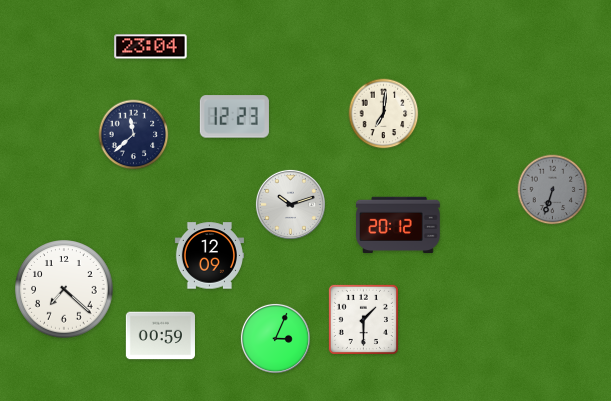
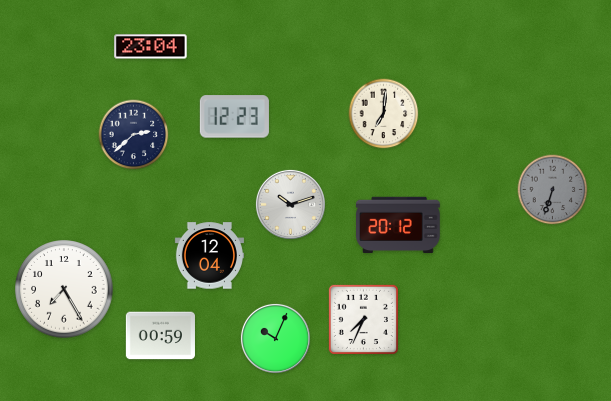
clock at (134, 135): 11:38 -> 2:38
clock at (209, 256): 12:09 -> 12:04
clock at (64, 289): 7:22 -> 7:25
clock at (363, 319): 1:30 -> 7:34
clock at (275, 338): 3:04 -> 10:04
